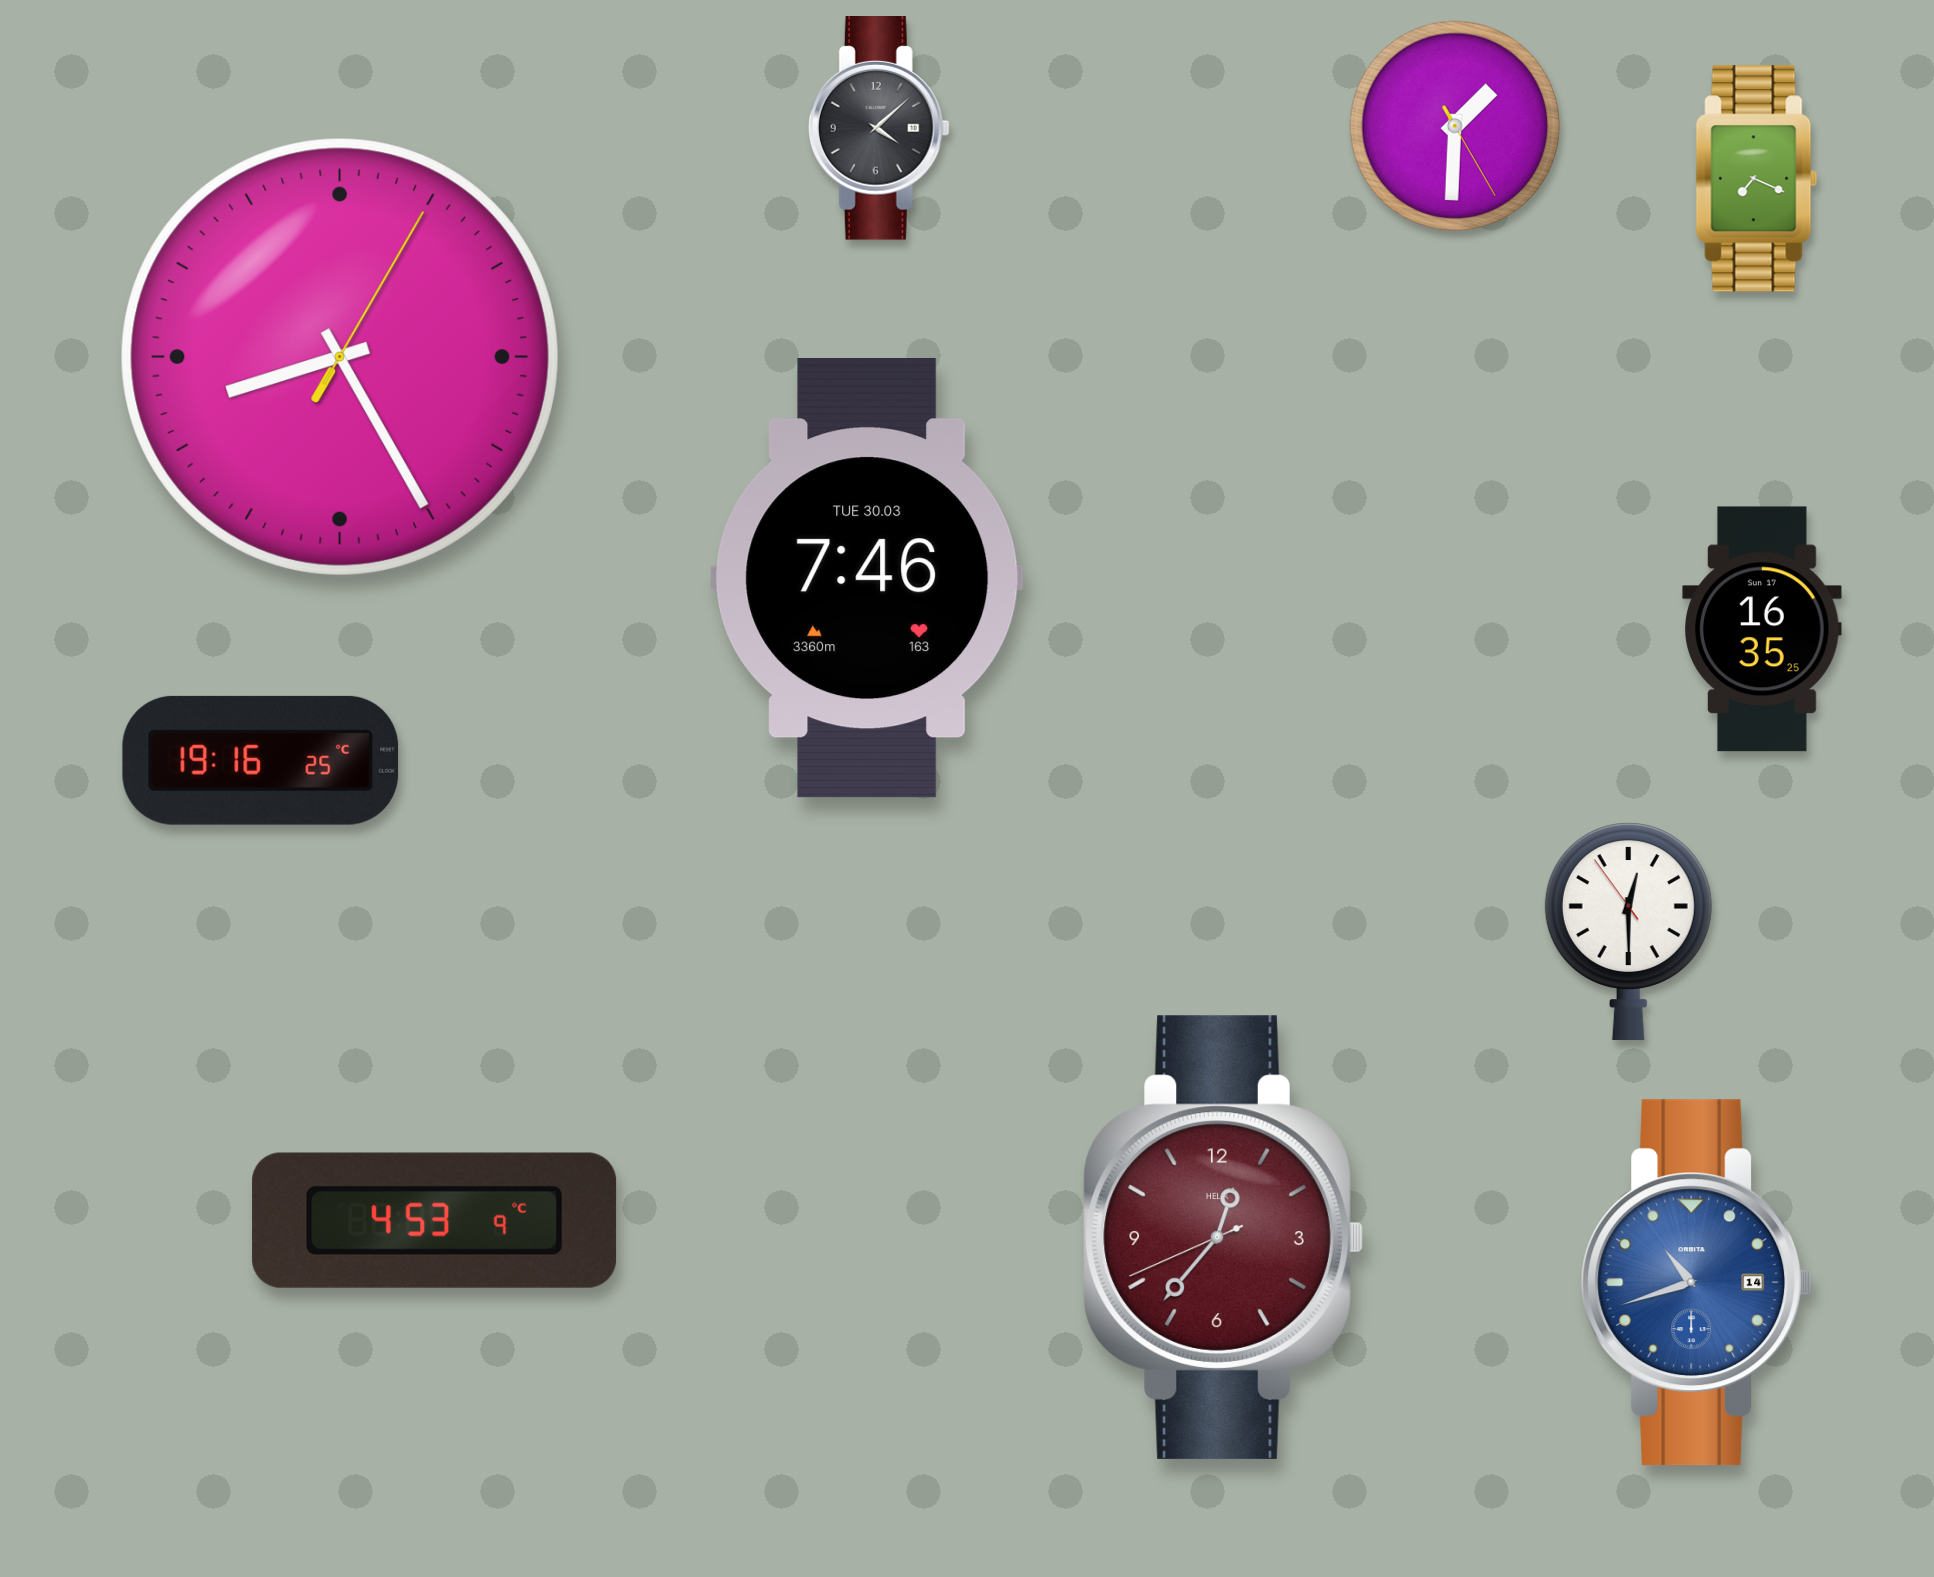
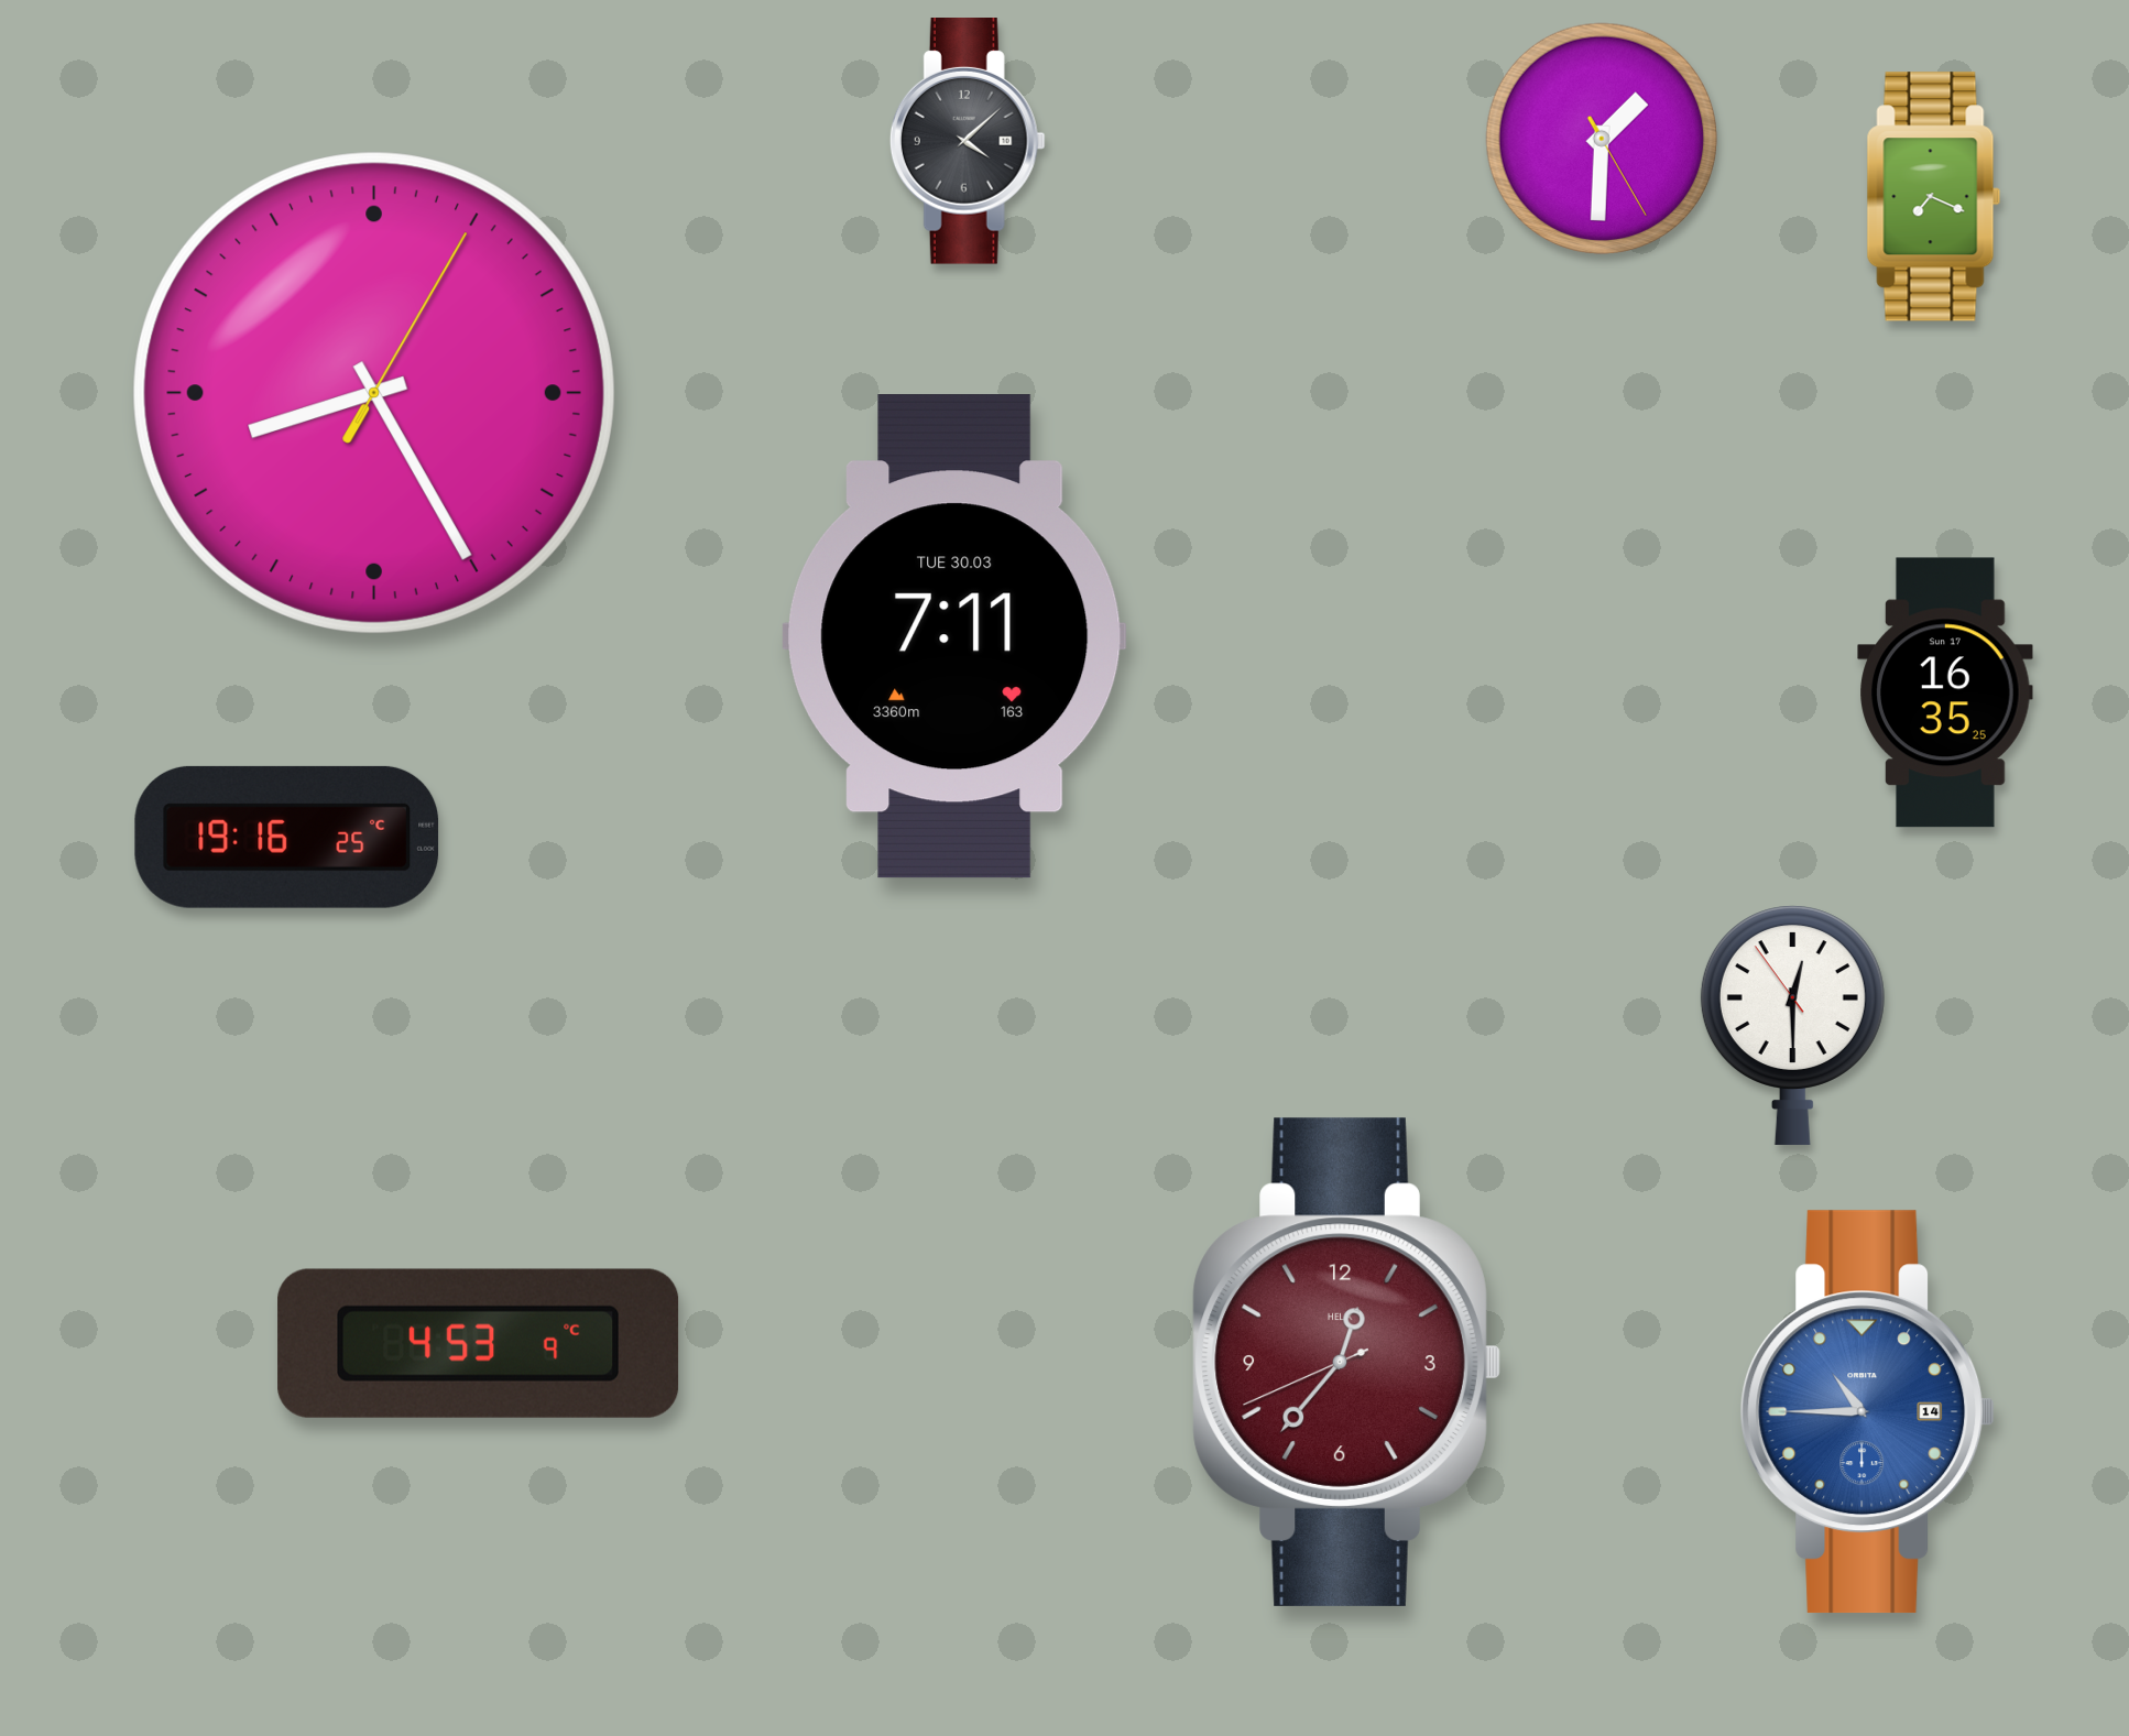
clock at (867, 578): 7:46 -> 7:11
clock at (1762, 629) position: (1762, 629) -> (1945, 692)
clock at (1697, 1283): 10:42 -> 10:45
